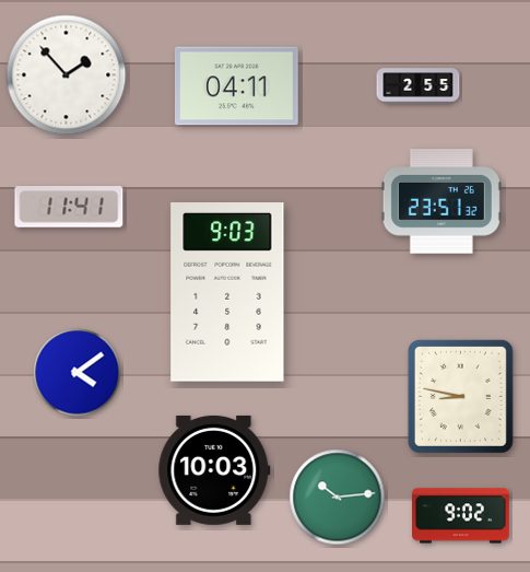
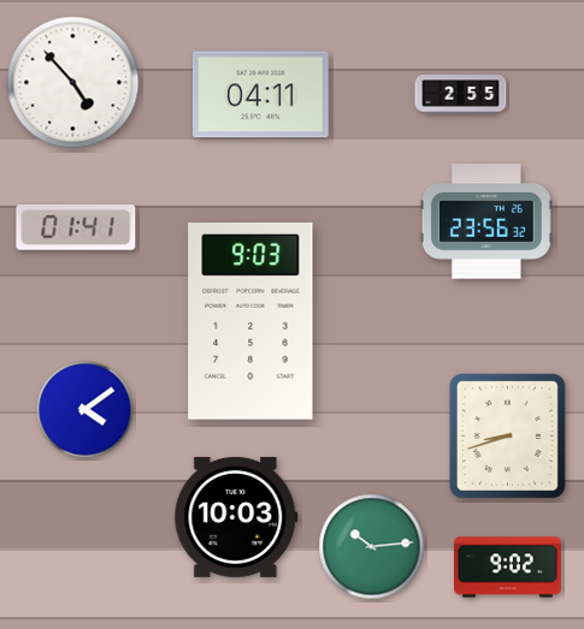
clock at (67, 75): 1:53 -> 4:53
clock at (441, 201): 23:51 -> 23:56
clock at (69, 208): 11:41 -> 01:41
clock at (460, 396): 8:47 -> 8:42
